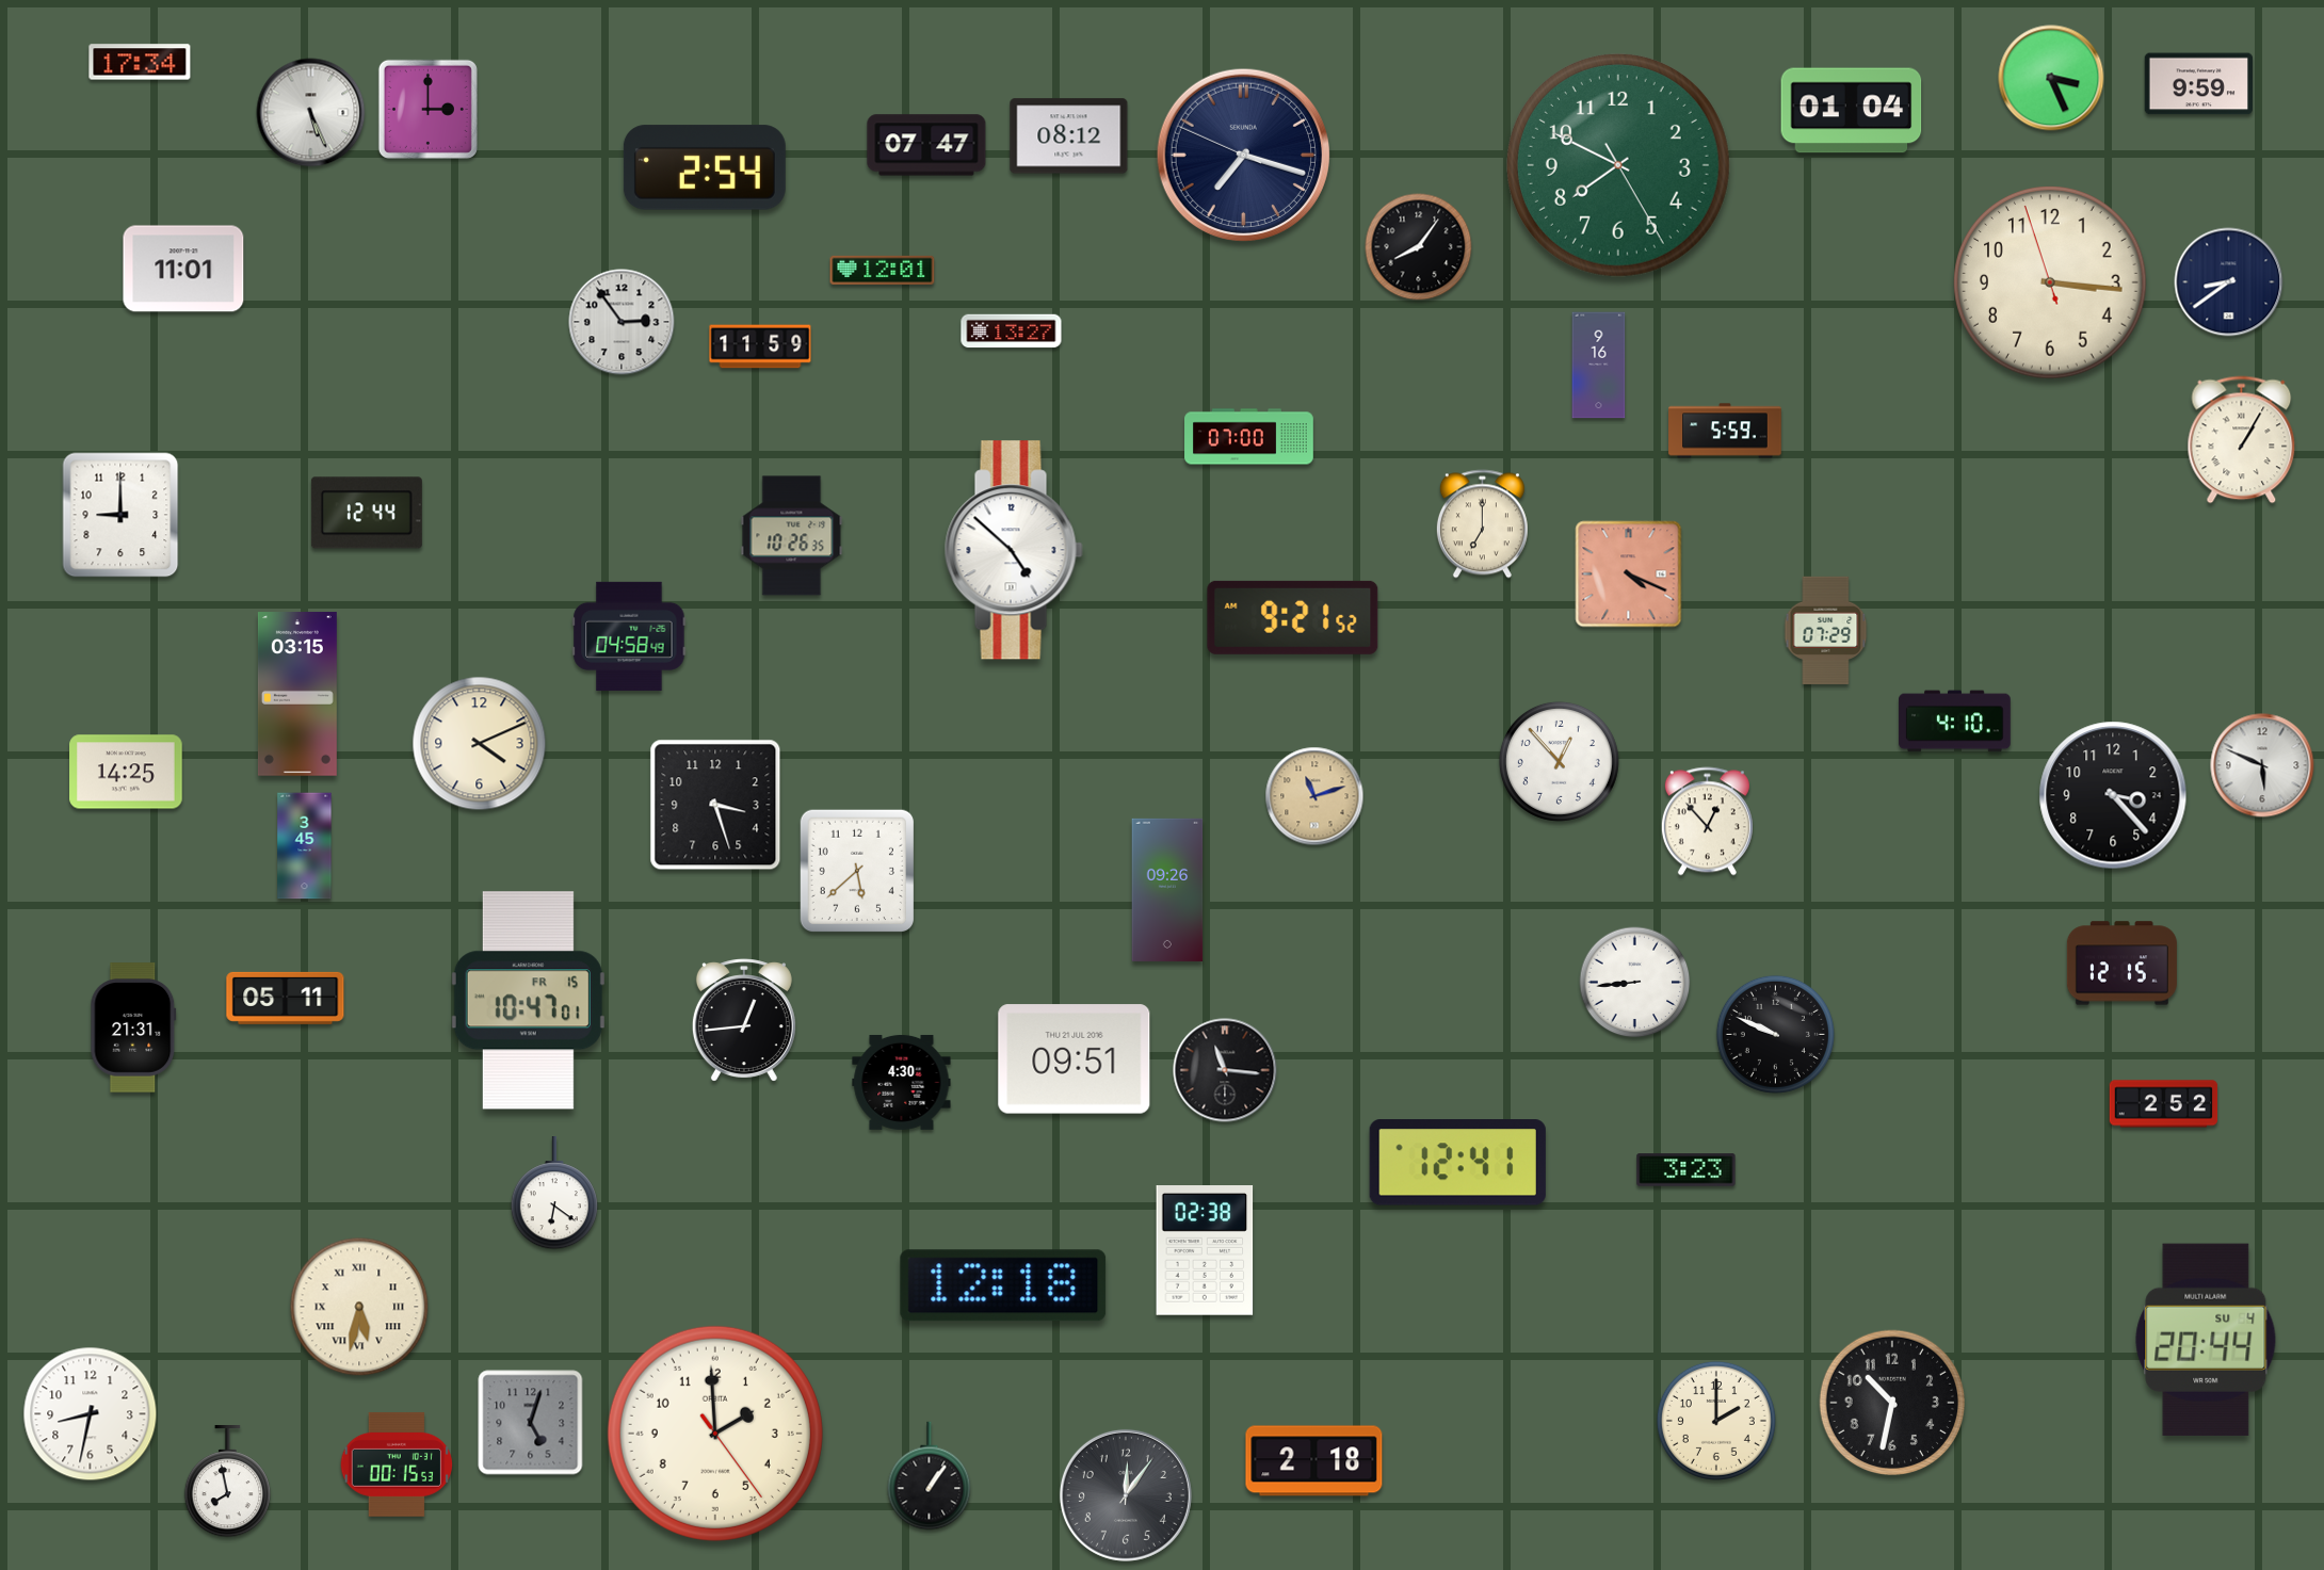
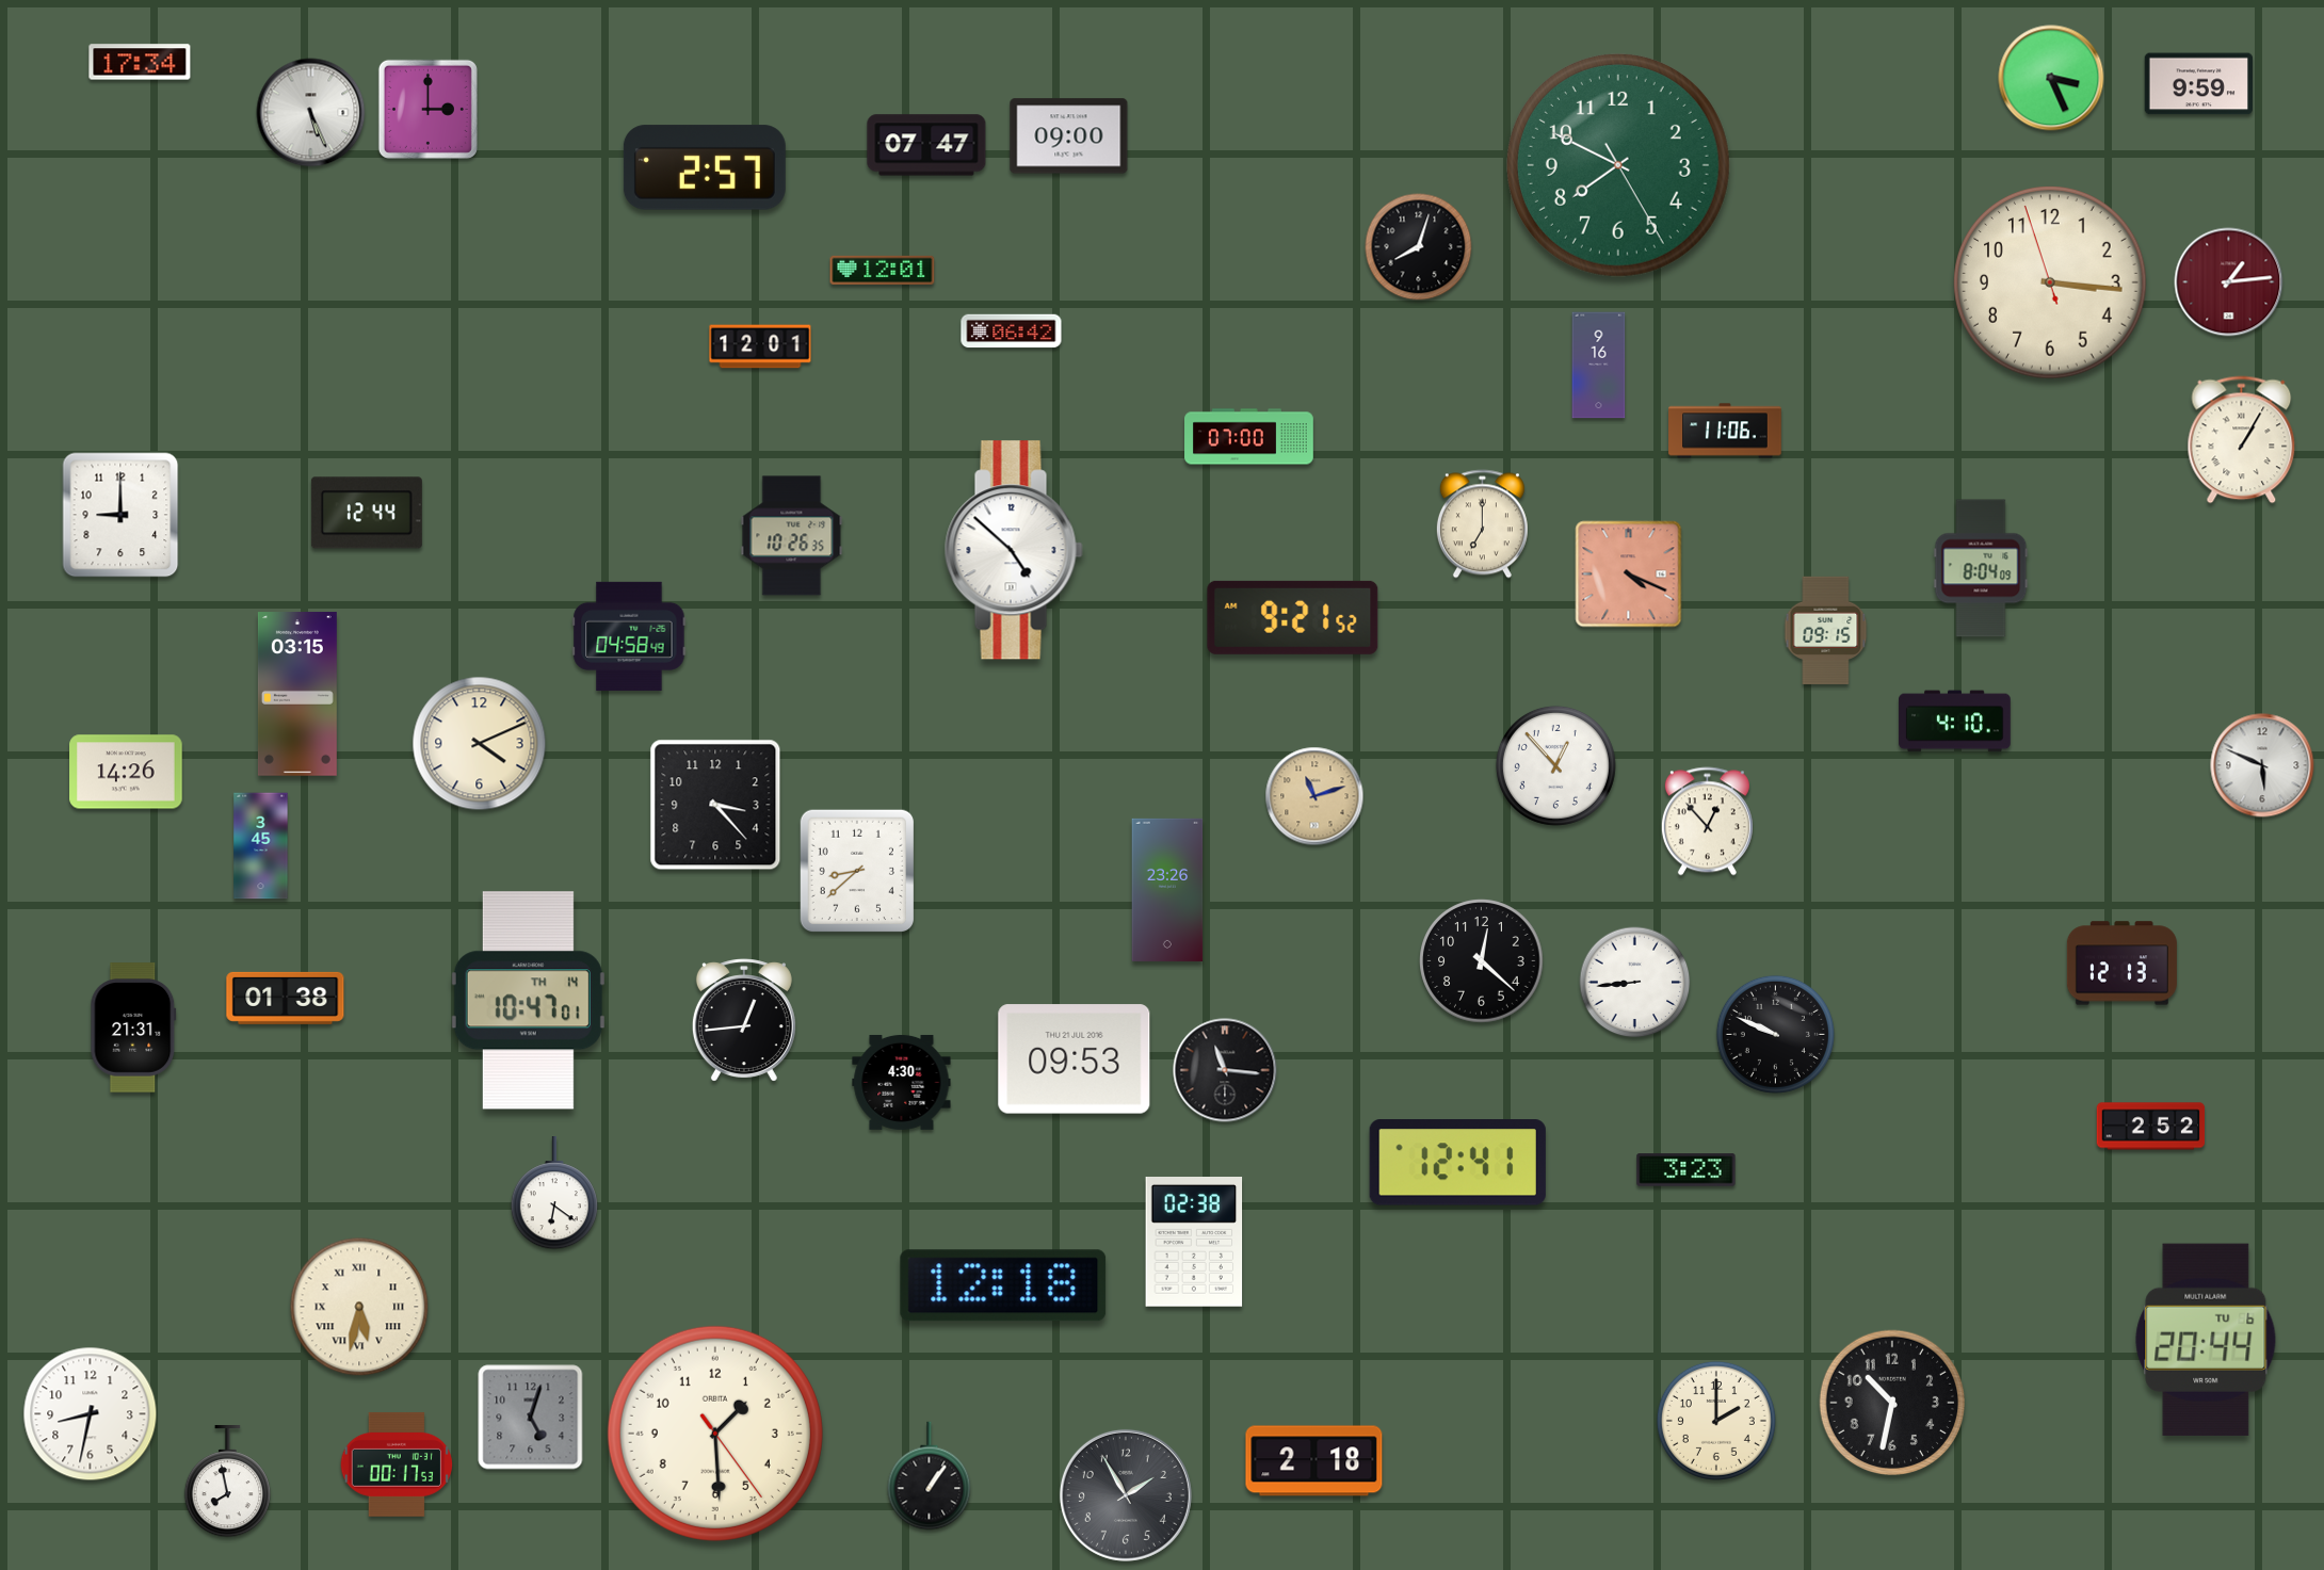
clock at (1852, 111): 01:04 -> none
clock at (1069, 136): 08:12 -> 09:00
clock at (1243, 155): 7:17 -> none
clock at (705, 167): 2:54 -> 2:57
clock at (1419, 247): 8:06 -> 8:03
clock at (183, 269): 11:01 -> none
clock at (2229, 282): 8:39 -> 1:14
clock at (2229, 282) dial: navy -> burgundy
clock at (622, 322): 2:54 -> none
clock at (1012, 331): 13:27 -> 06:42
clock at (760, 346): 11:59 -> 12:01
clock at (1725, 431): 5:59 -> 11:06
clock at (1981, 568): none -> 8:04
clock at (1826, 631): 07:29 -> 09:15
clock at (1559, 761) position: (1559, 761) -> (1555, 765)
clock at (126, 772): 14:25 -> 14:26
clock at (2113, 795): 3:23 -> none
clock at (715, 805): 3:27 -> 3:23
clock at (305, 846) position: (305, 846) -> (261, 846)
clock at (856, 870): 5:38 -> 8:38
clock at (1167, 890): 09:26 -> 23:26
clock at (1482, 961): none -> 12:22
clock at (2121, 964): 12:15 -> 12:13
clock at (286, 998): 05:11 -> 01:38
clock at (528, 1001) date: FR 15 -> TH 14
clock at (1075, 1059): 09:51 -> 09:53
clock at (2164, 1104) position: (2164, 1104) -> (2151, 1127)
clock at (1205, 1251) position: (1205, 1251) -> (1194, 1243)
clock at (2206, 1340) date: SU 4 -> TU 6
clock at (531, 1423) position: (531, 1423) -> (531, 1418)
clock at (715, 1434): 1:59 -> 1:29
clock at (397, 1464): 00:15 -> 00:17
clock at (1126, 1495): 12:06 -> 1:55
